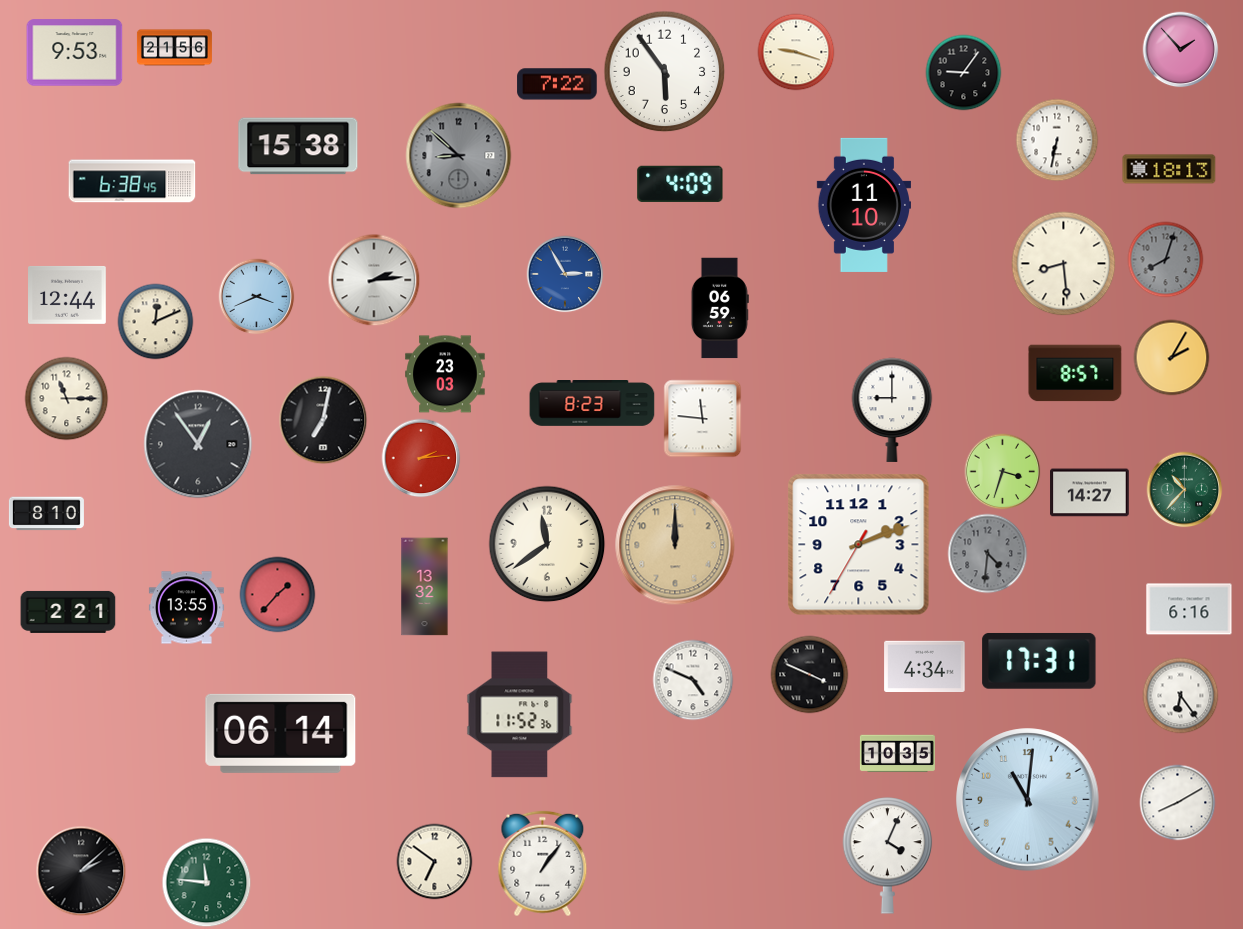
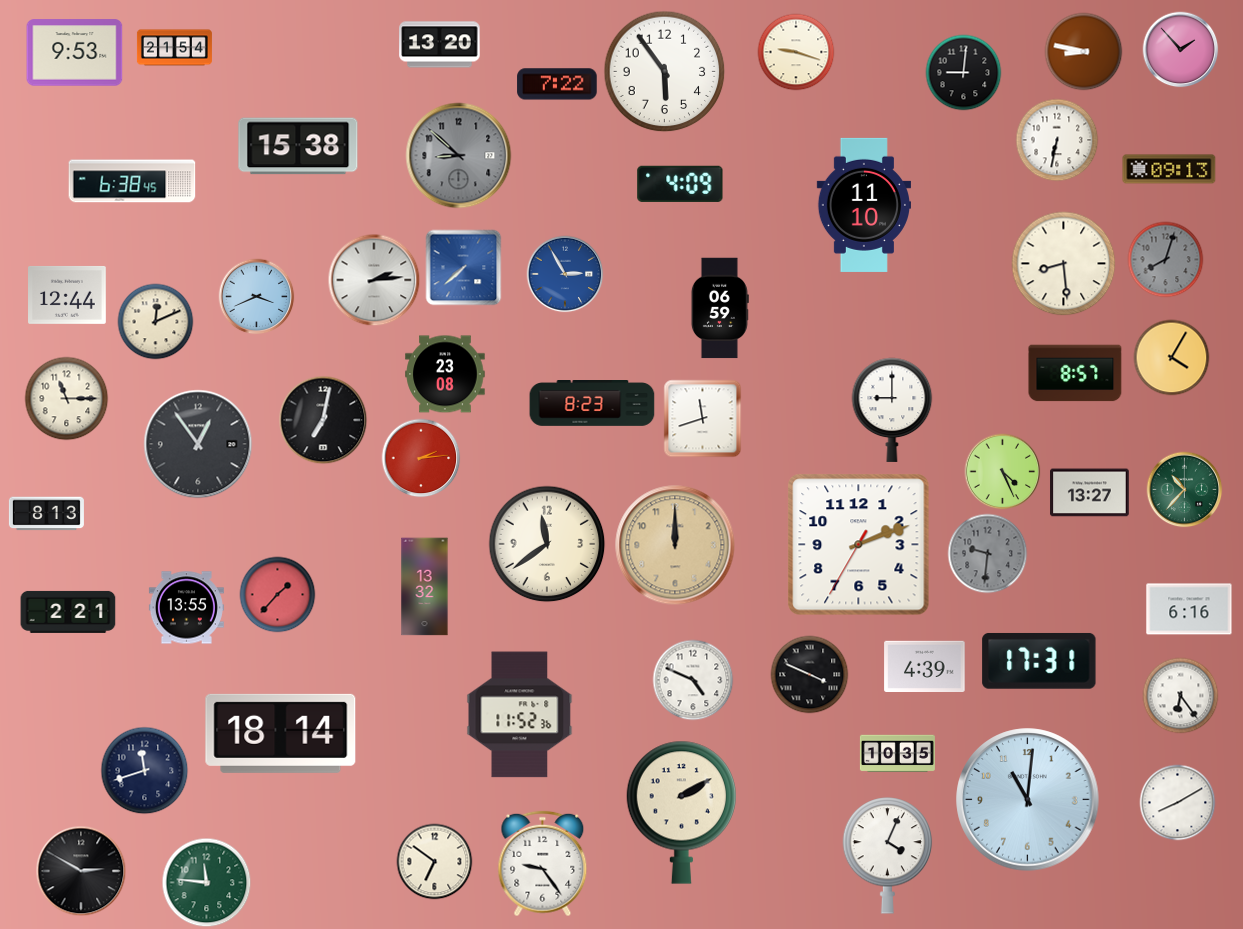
clock at (440, 45): none -> 13:20
clock at (174, 48): 21:56 -> 21:54
clock at (1084, 52): none -> 8:47
clock at (964, 73): 9:06 -> 9:01
clock at (1169, 169): 18:13 -> 09:13
clock at (464, 268): none -> 7:38
clock at (1172, 358): 2:05 -> 4:05
clock at (445, 374): 23:03 -> 23:08
clock at (703, 419): 11:46 -> 11:42
clock at (1003, 472): 3:33 -> 4:26
clock at (1090, 493): 14:27 -> 13:27
clock at (46, 514): 8:10 -> 8:13
clock at (988, 554): 4:31 -> 9:31
clock at (925, 666): 4:34 -> 4:39
clock at (281, 733): 06:14 -> 18:14
clock at (145, 771): none -> 11:42
clock at (681, 812): none -> 2:10
clock at (543, 864): 1:06 -> 9:24
clock at (81, 871): 2:08 -> 2:50
